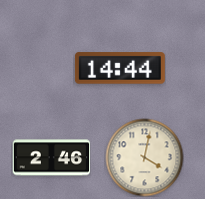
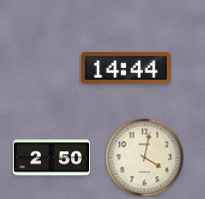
clock at (120, 68) position: (120, 68) -> (126, 68)
clock at (51, 158): 2:46 -> 2:50
